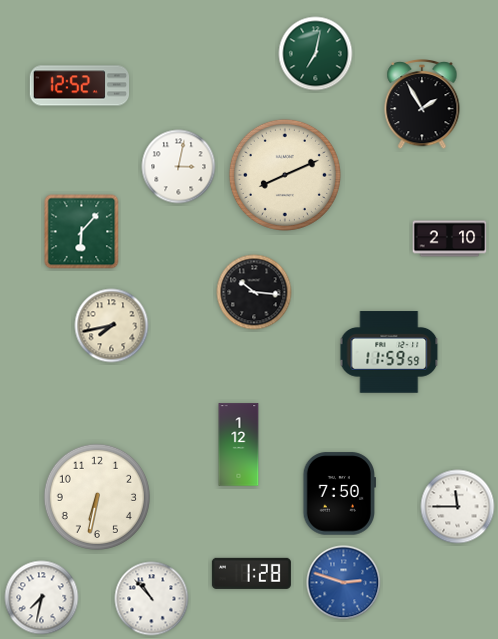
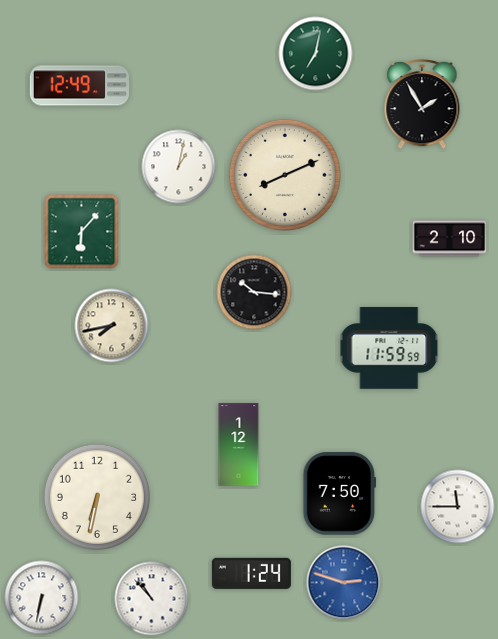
clock at (79, 86): 12:52 -> 12:49
clock at (179, 167): 3:02 -> 1:02
clock at (389, 352) position: (389, 352) -> (389, 348)
clock at (251, 573): 1:28 -> 1:24
clock at (42, 598): 7:32 -> 6:32
